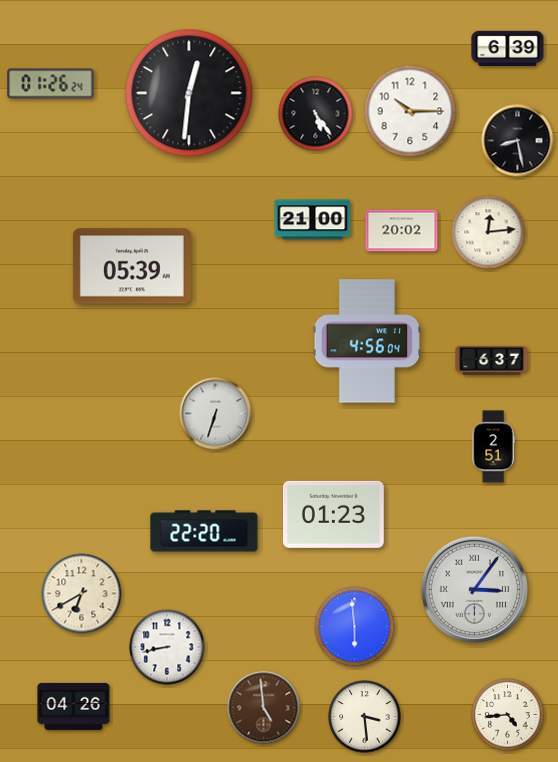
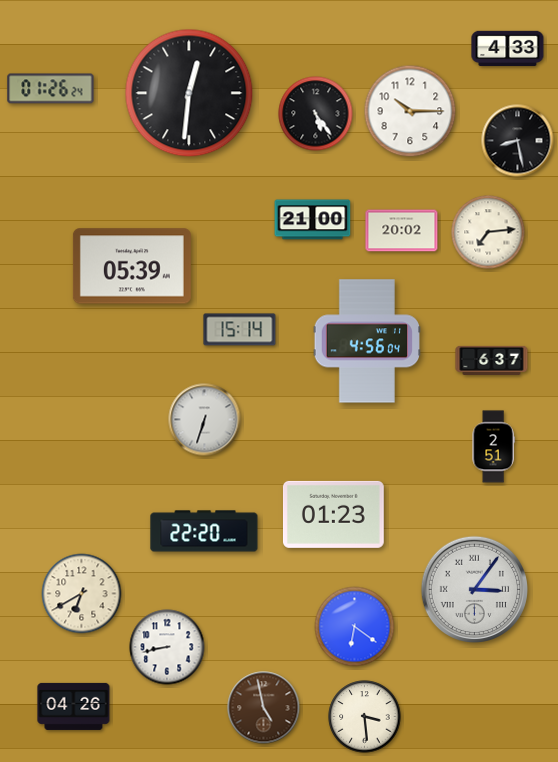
clock at (508, 49): 6:39 -> 4:33
clock at (51, 84) position: (51, 84) -> (51, 89)
clock at (488, 232): 12:14 -> 7:14
clock at (240, 330): none -> 15:14
clock at (216, 414) position: (216, 414) -> (205, 420)
clock at (355, 627): 5:59 -> 6:21
clock at (264, 708): 4:59 -> 4:58
clock at (508, 715): 4:44 -> none
